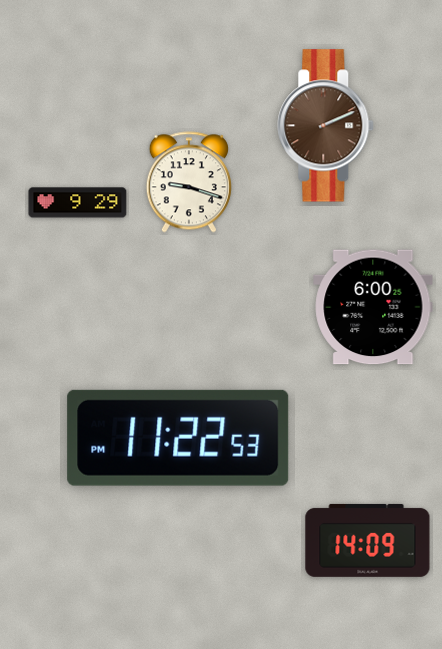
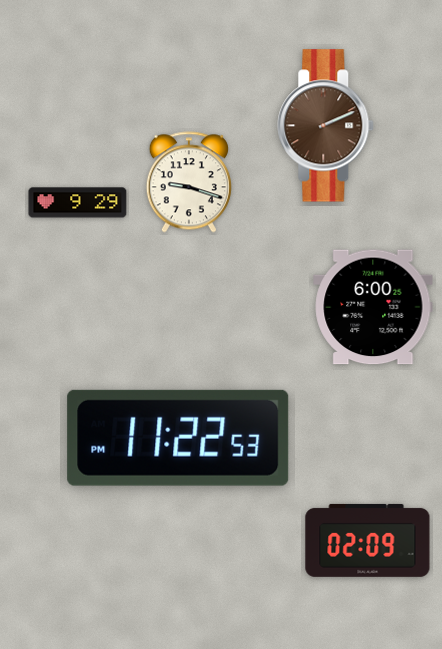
clock at (368, 540): 14:09 -> 02:09
